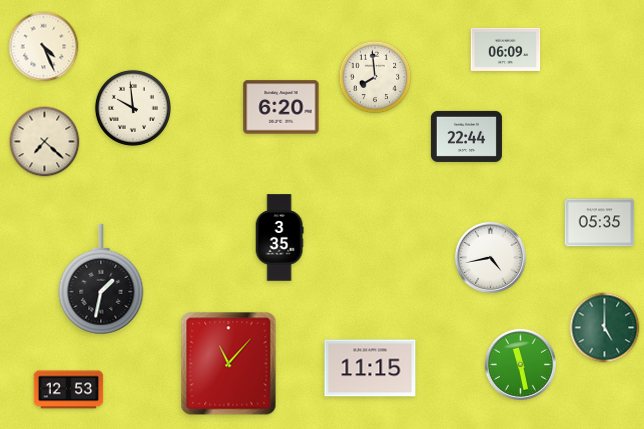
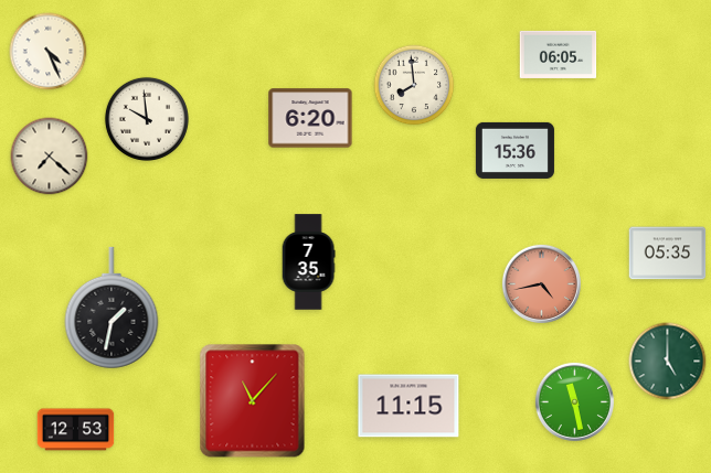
clock at (506, 49): 06:09 -> 06:05
clock at (466, 136): 22:44 -> 15:36
clock at (600, 223) position: (600, 223) -> (668, 254)
clock at (279, 238): 3:35 -> 7:35
clock at (490, 257) dial: white -> salmon
